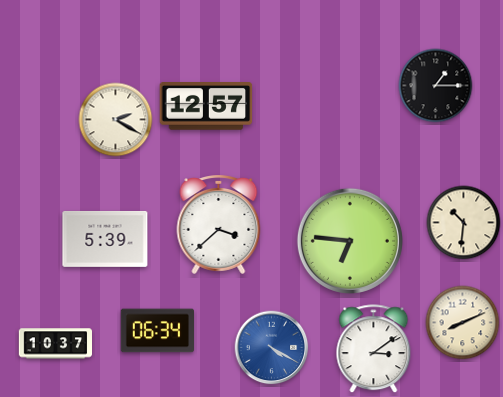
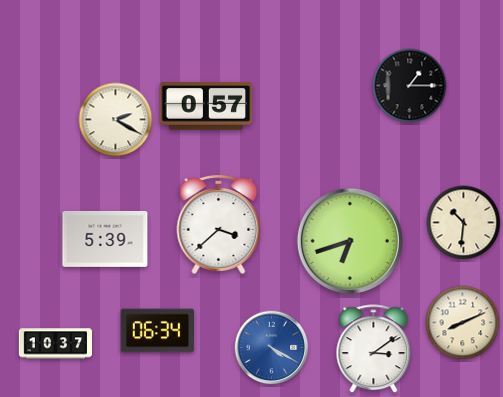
clock at (436, 86) position: (436, 86) -> (410, 86)
clock at (206, 107): 12:57 -> 0:57
clock at (350, 241): 6:46 -> 6:42
